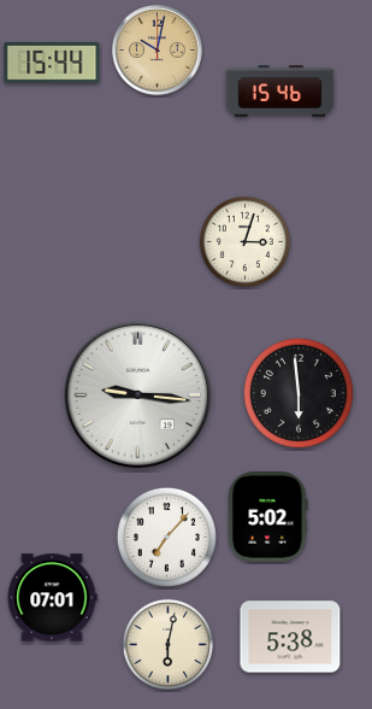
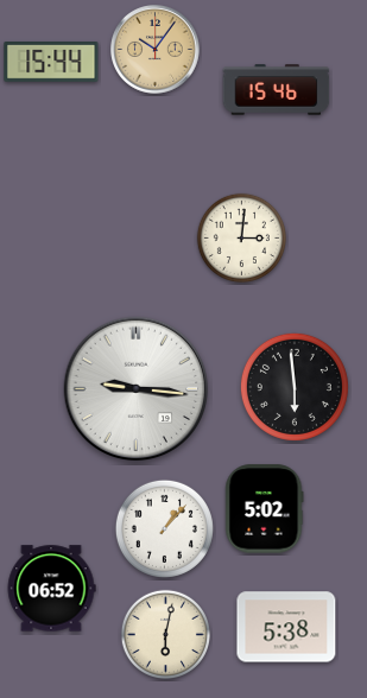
clock at (158, 51): 10:02 -> 10:06
clock at (244, 241): 3:03 -> 3:01
clock at (166, 537): 7:07 -> 1:07
clock at (52, 598): 07:01 -> 06:52
